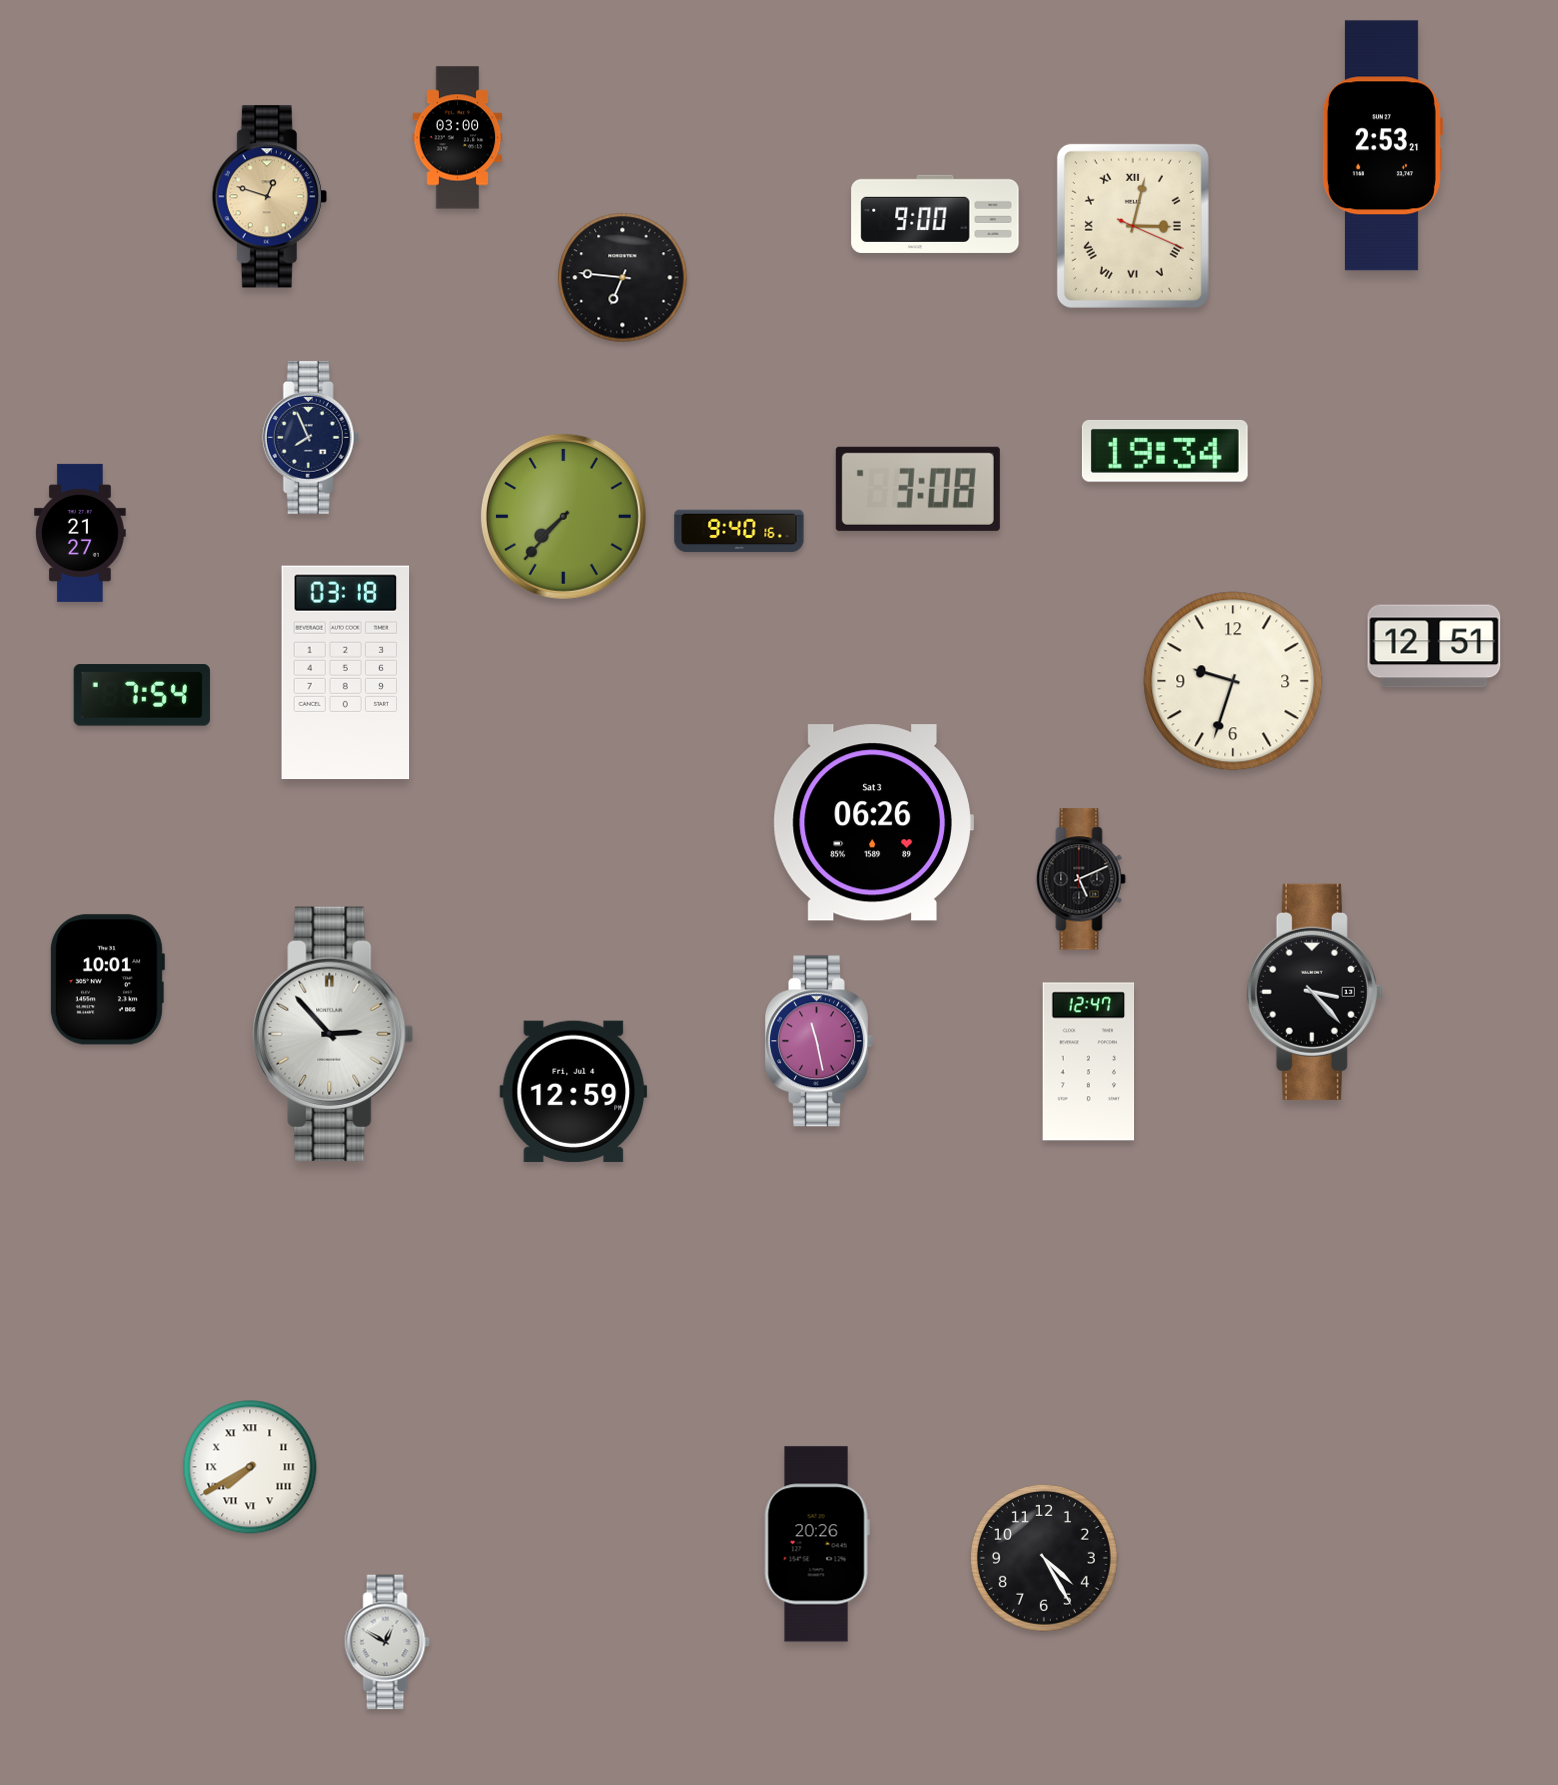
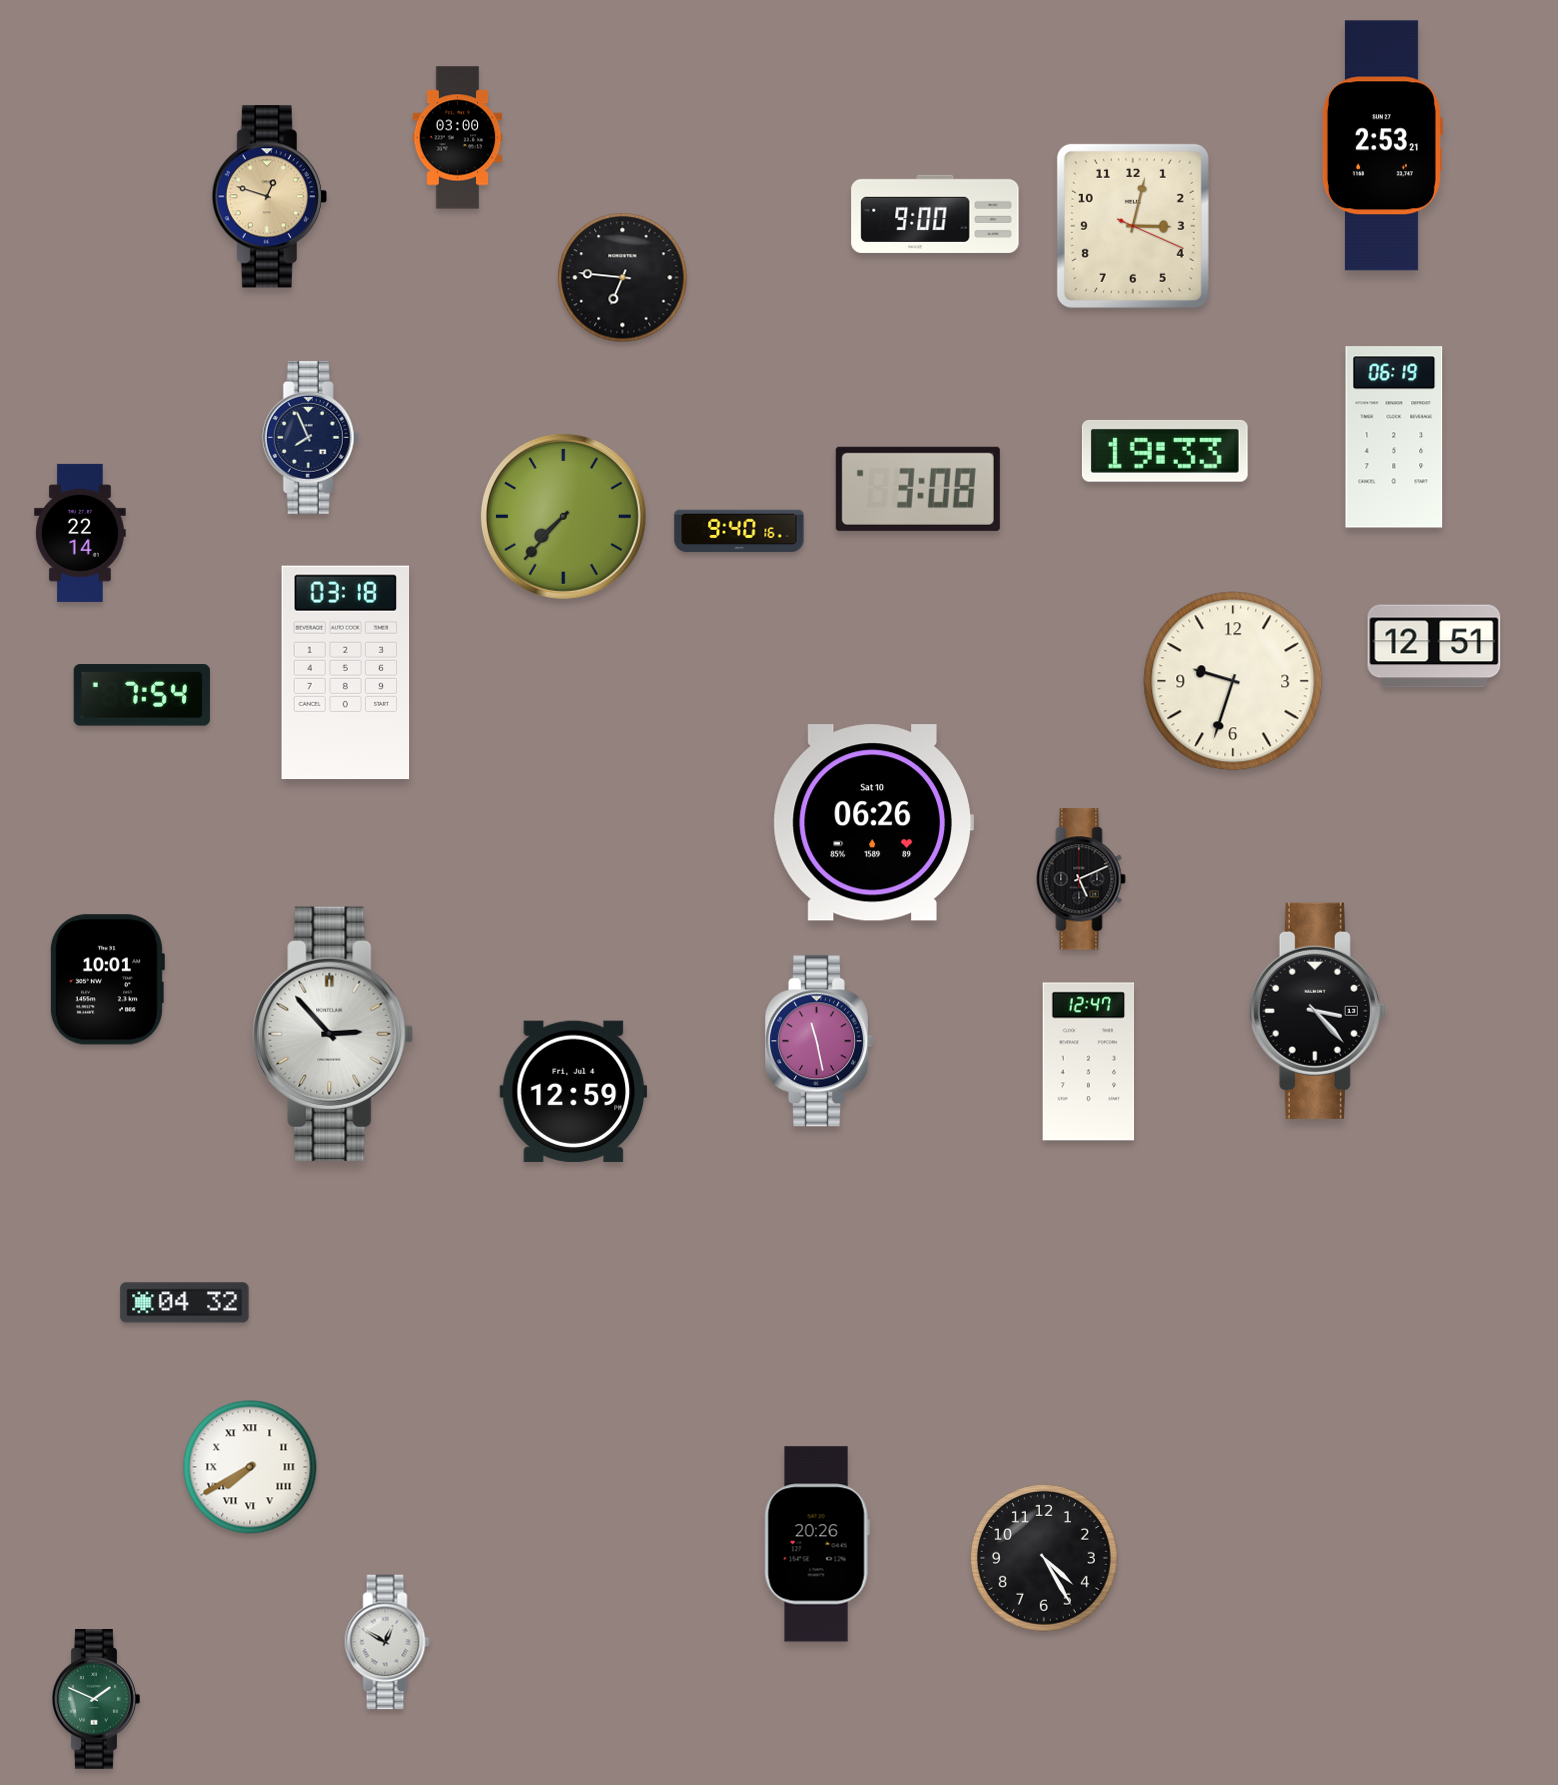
clock at (1133, 226) numerals: Roman -> Arabic
clock at (1394, 437): none -> 06:19
clock at (1165, 451): 19:34 -> 19:33
clock at (81, 533): 21:27 -> 22:14
clock at (873, 823) date: Sat 3 -> Sat 10
clock at (1315, 992) position: (1315, 992) -> (1318, 1011)
clock at (185, 1303): none -> 04:32
clock at (96, 1700): none -> 1:49
